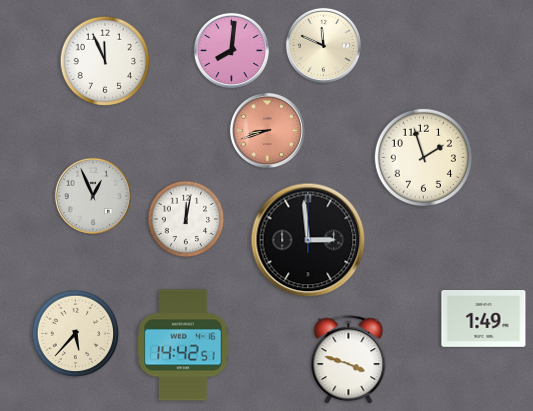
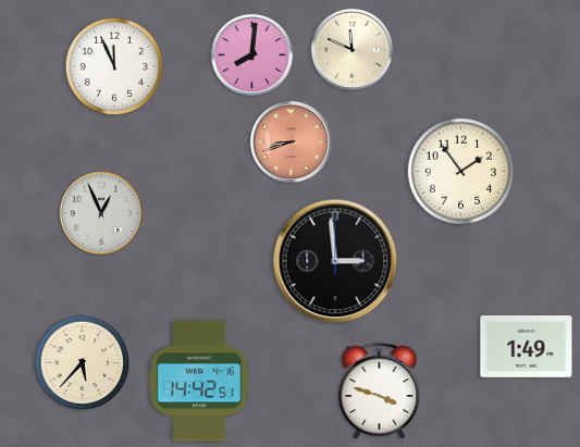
clock at (423, 157): 1:57 -> 1:54
clock at (186, 219): 12:02 -> none
clock at (183, 345) position: (183, 345) -> (199, 381)
